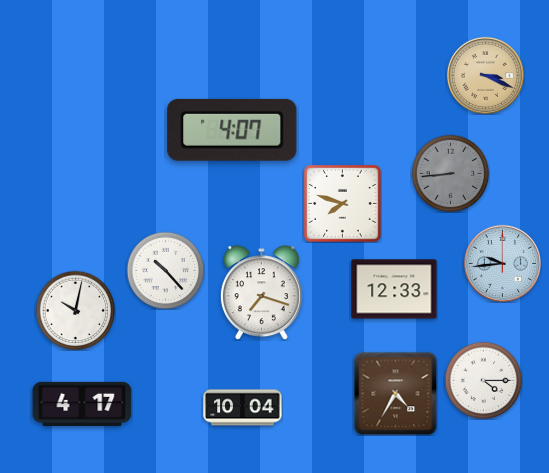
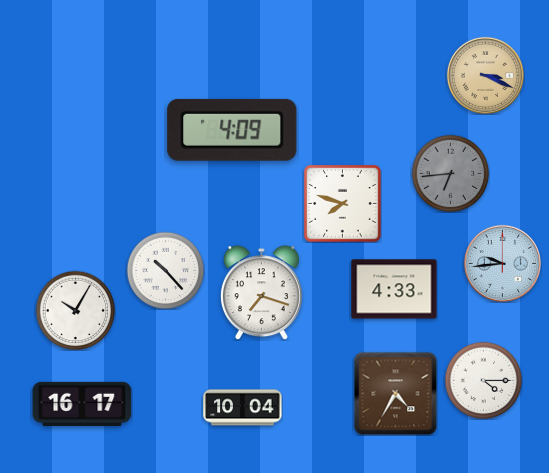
clock at (232, 130): 4:07 -> 4:09
clock at (450, 173): 8:44 -> 6:44
clock at (394, 289): 12:33 -> 4:33
clock at (75, 310): 10:02 -> 10:05
clock at (82, 404): 4:17 -> 16:17
